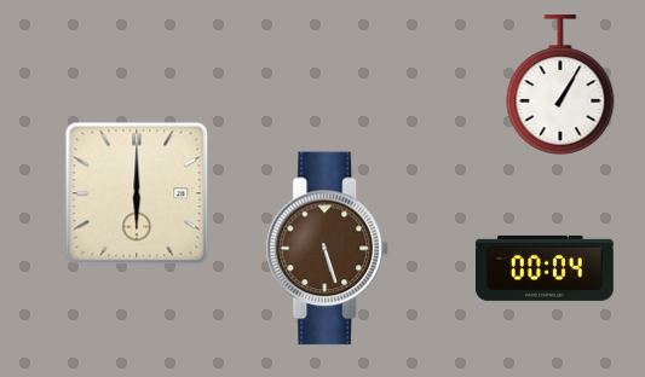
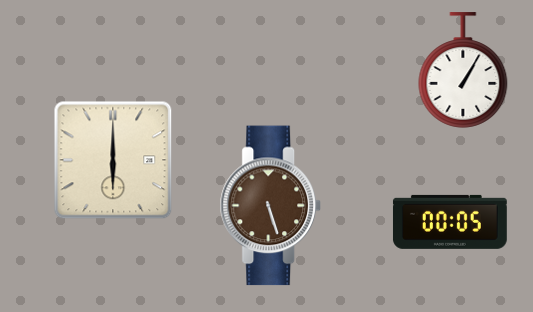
clock at (545, 268): 00:04 -> 00:05
